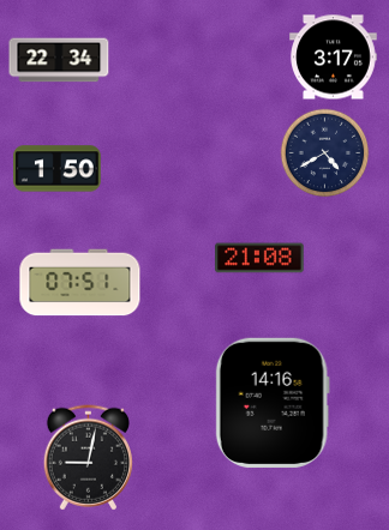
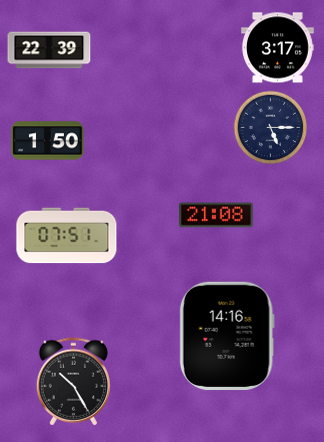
clock at (59, 60): 22:34 -> 22:39
clock at (325, 153): 4:40 -> 5:15
clock at (88, 458): 9:02 -> 10:25
